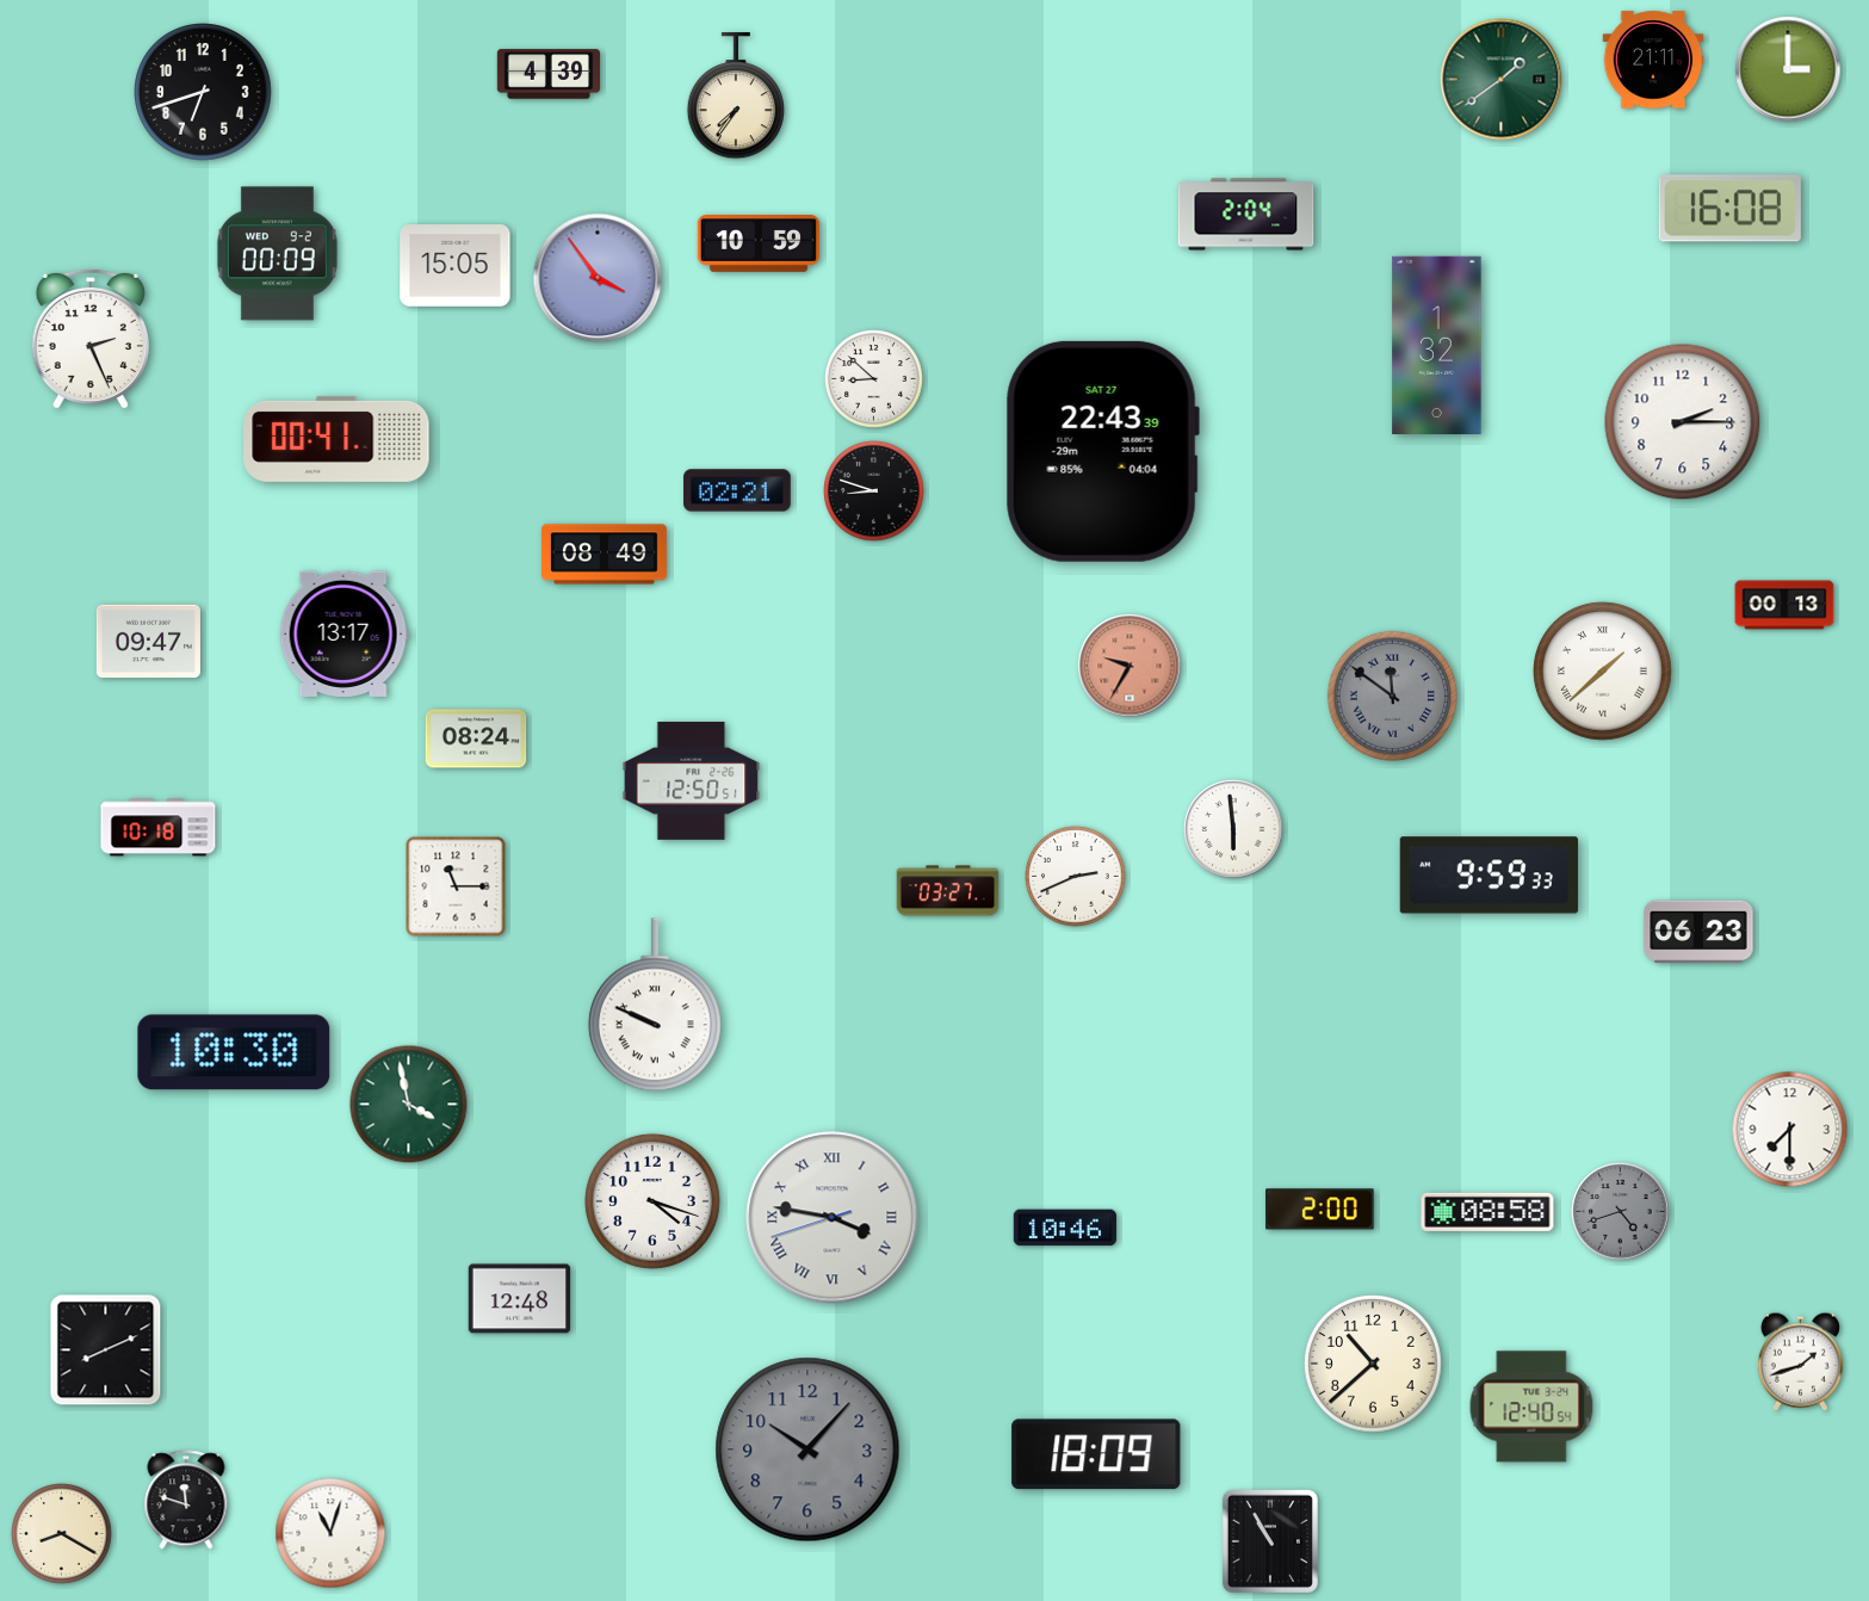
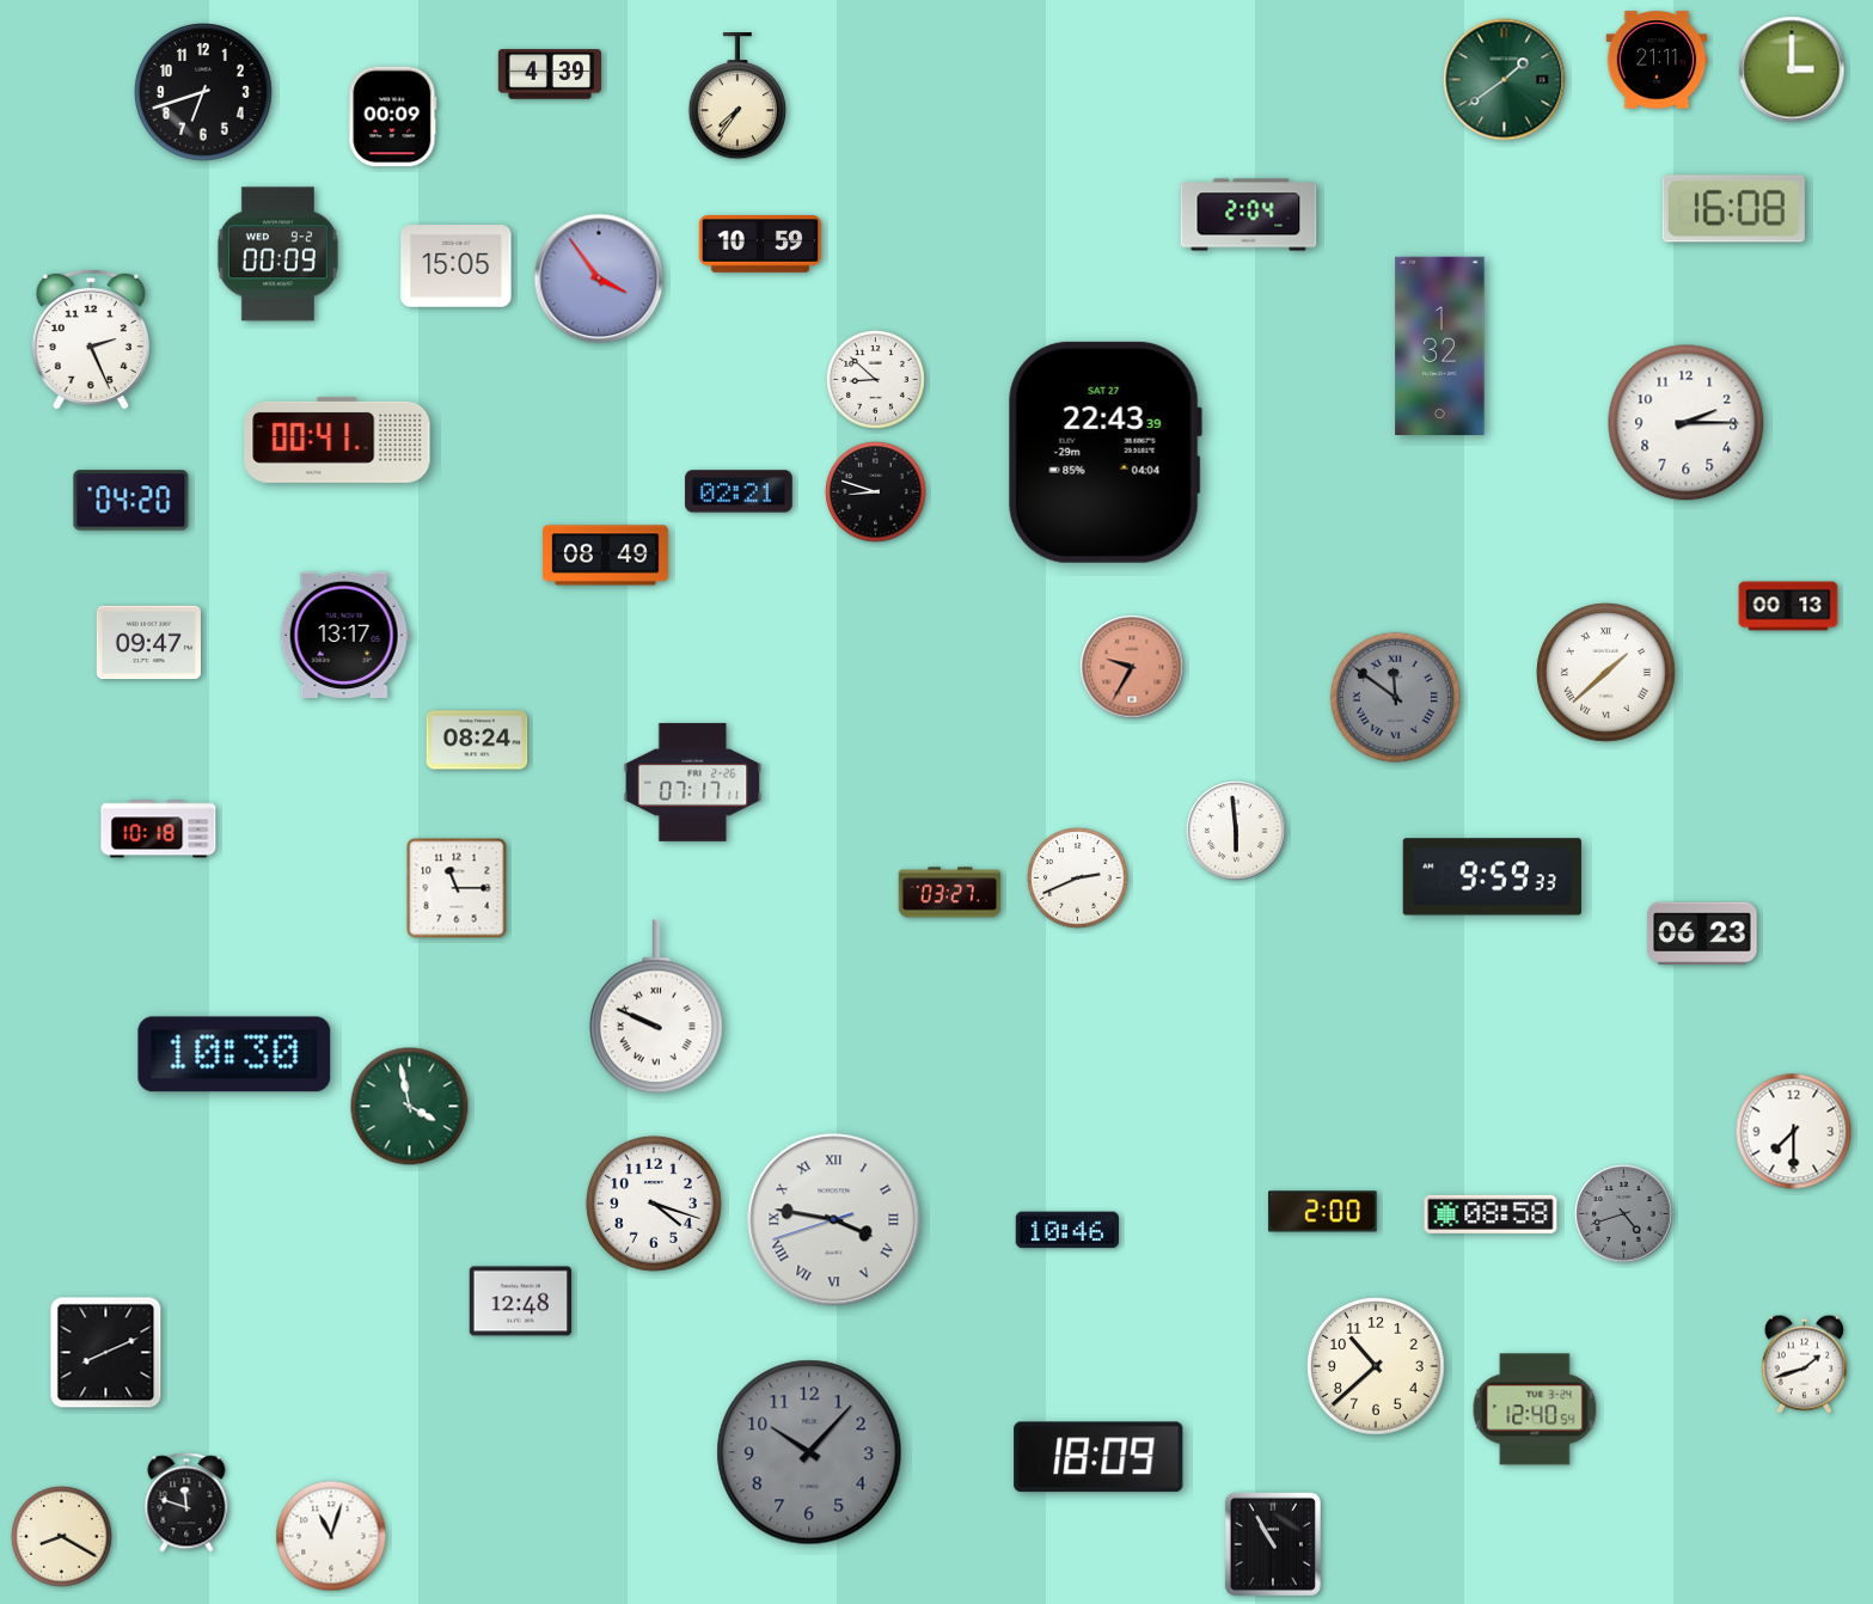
clock at (393, 117): none -> 00:09
clock at (131, 501): none -> 04:20
clock at (692, 780): 12:50 -> 07:17
